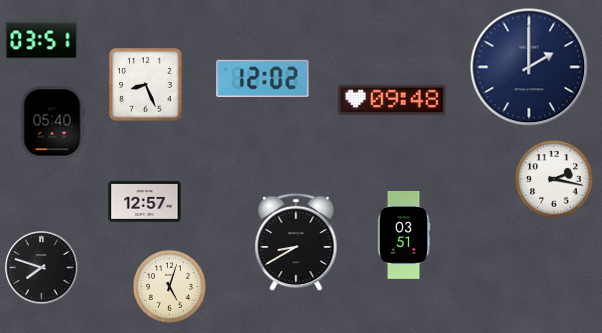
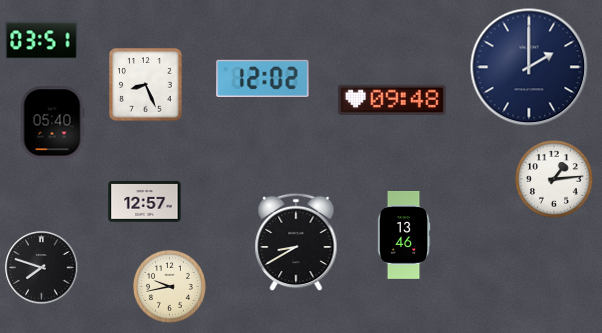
clock at (554, 179): 2:17 -> 1:14
clock at (404, 236): 03:51 -> 13:46
clock at (169, 286): 5:03 -> 9:43
